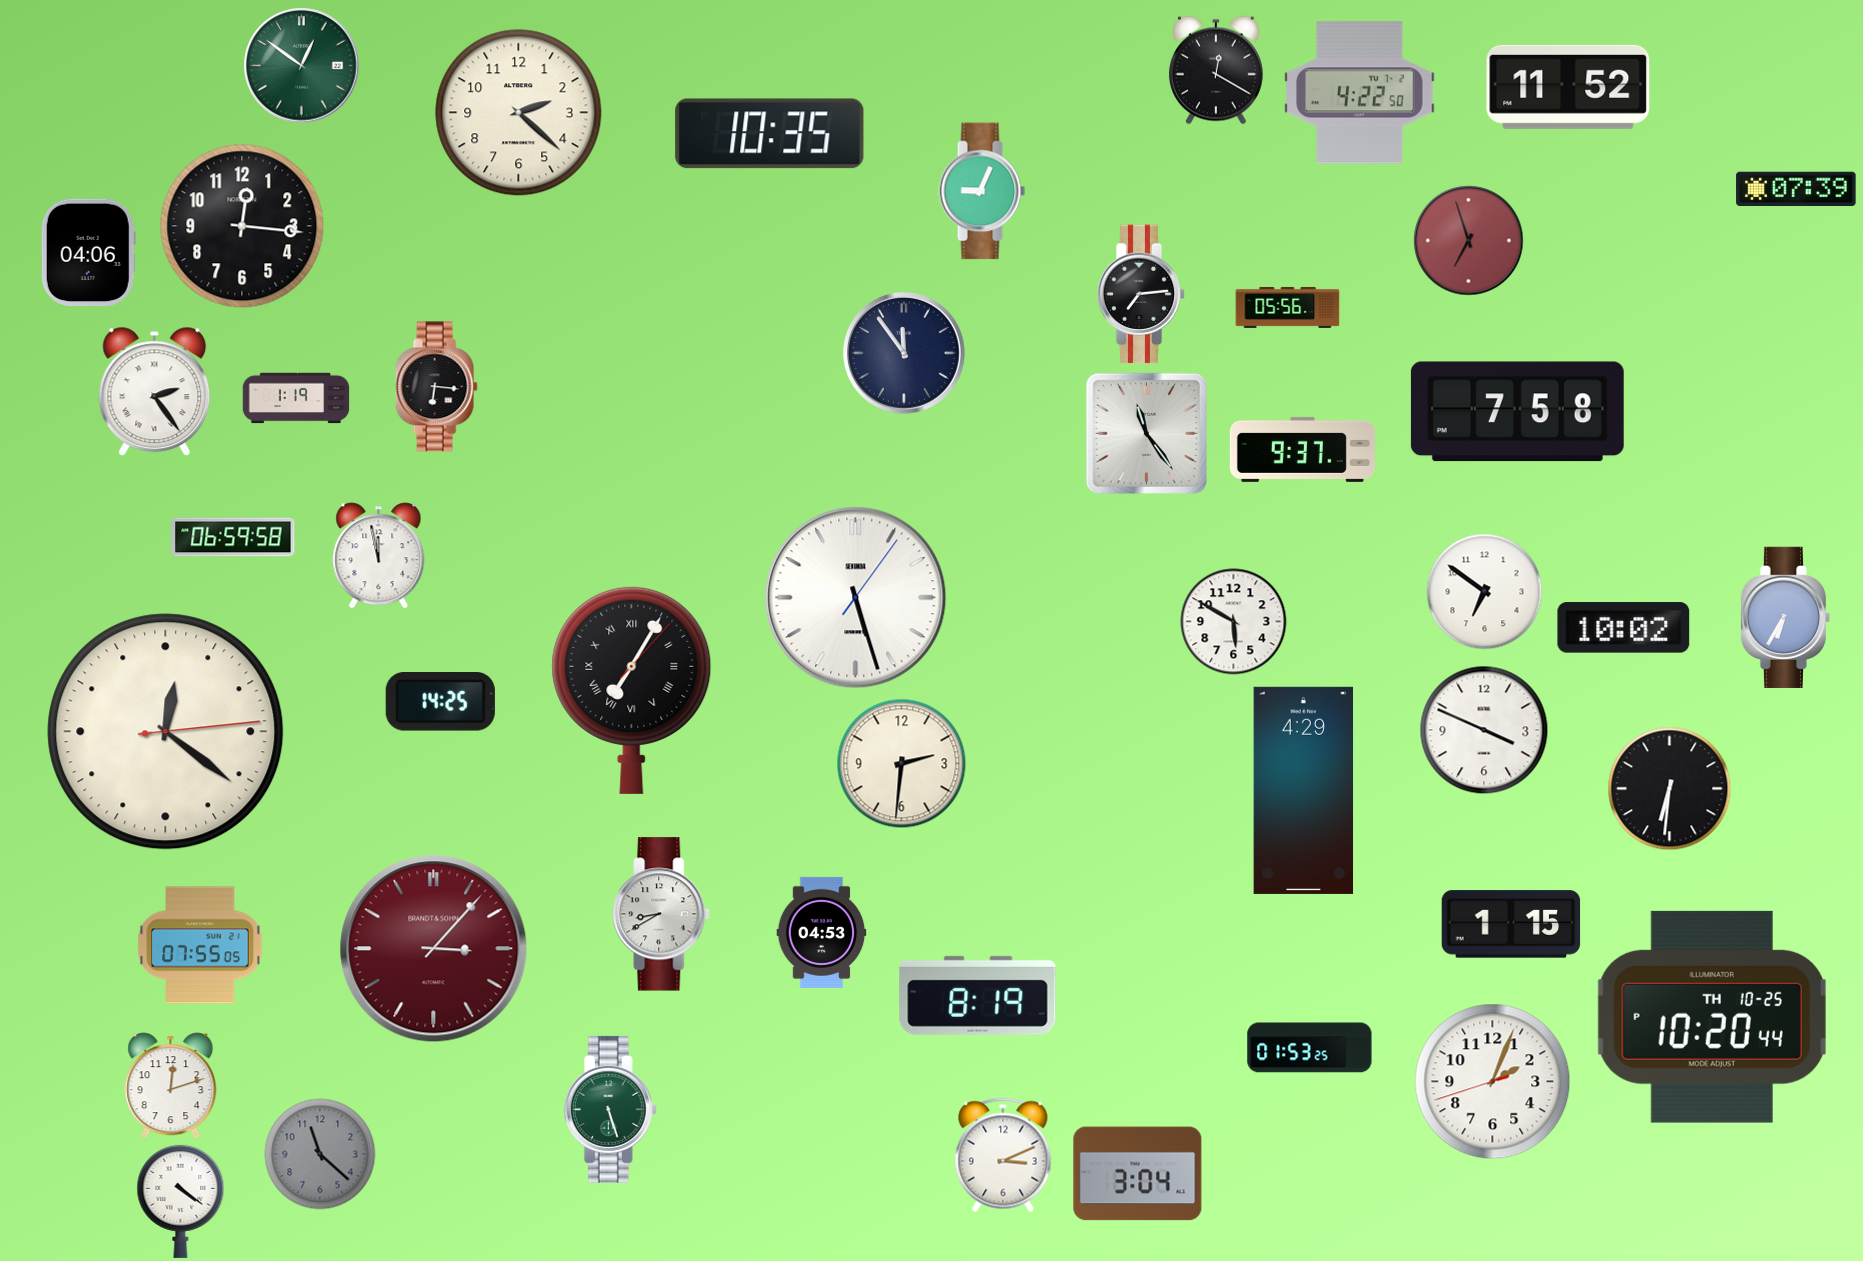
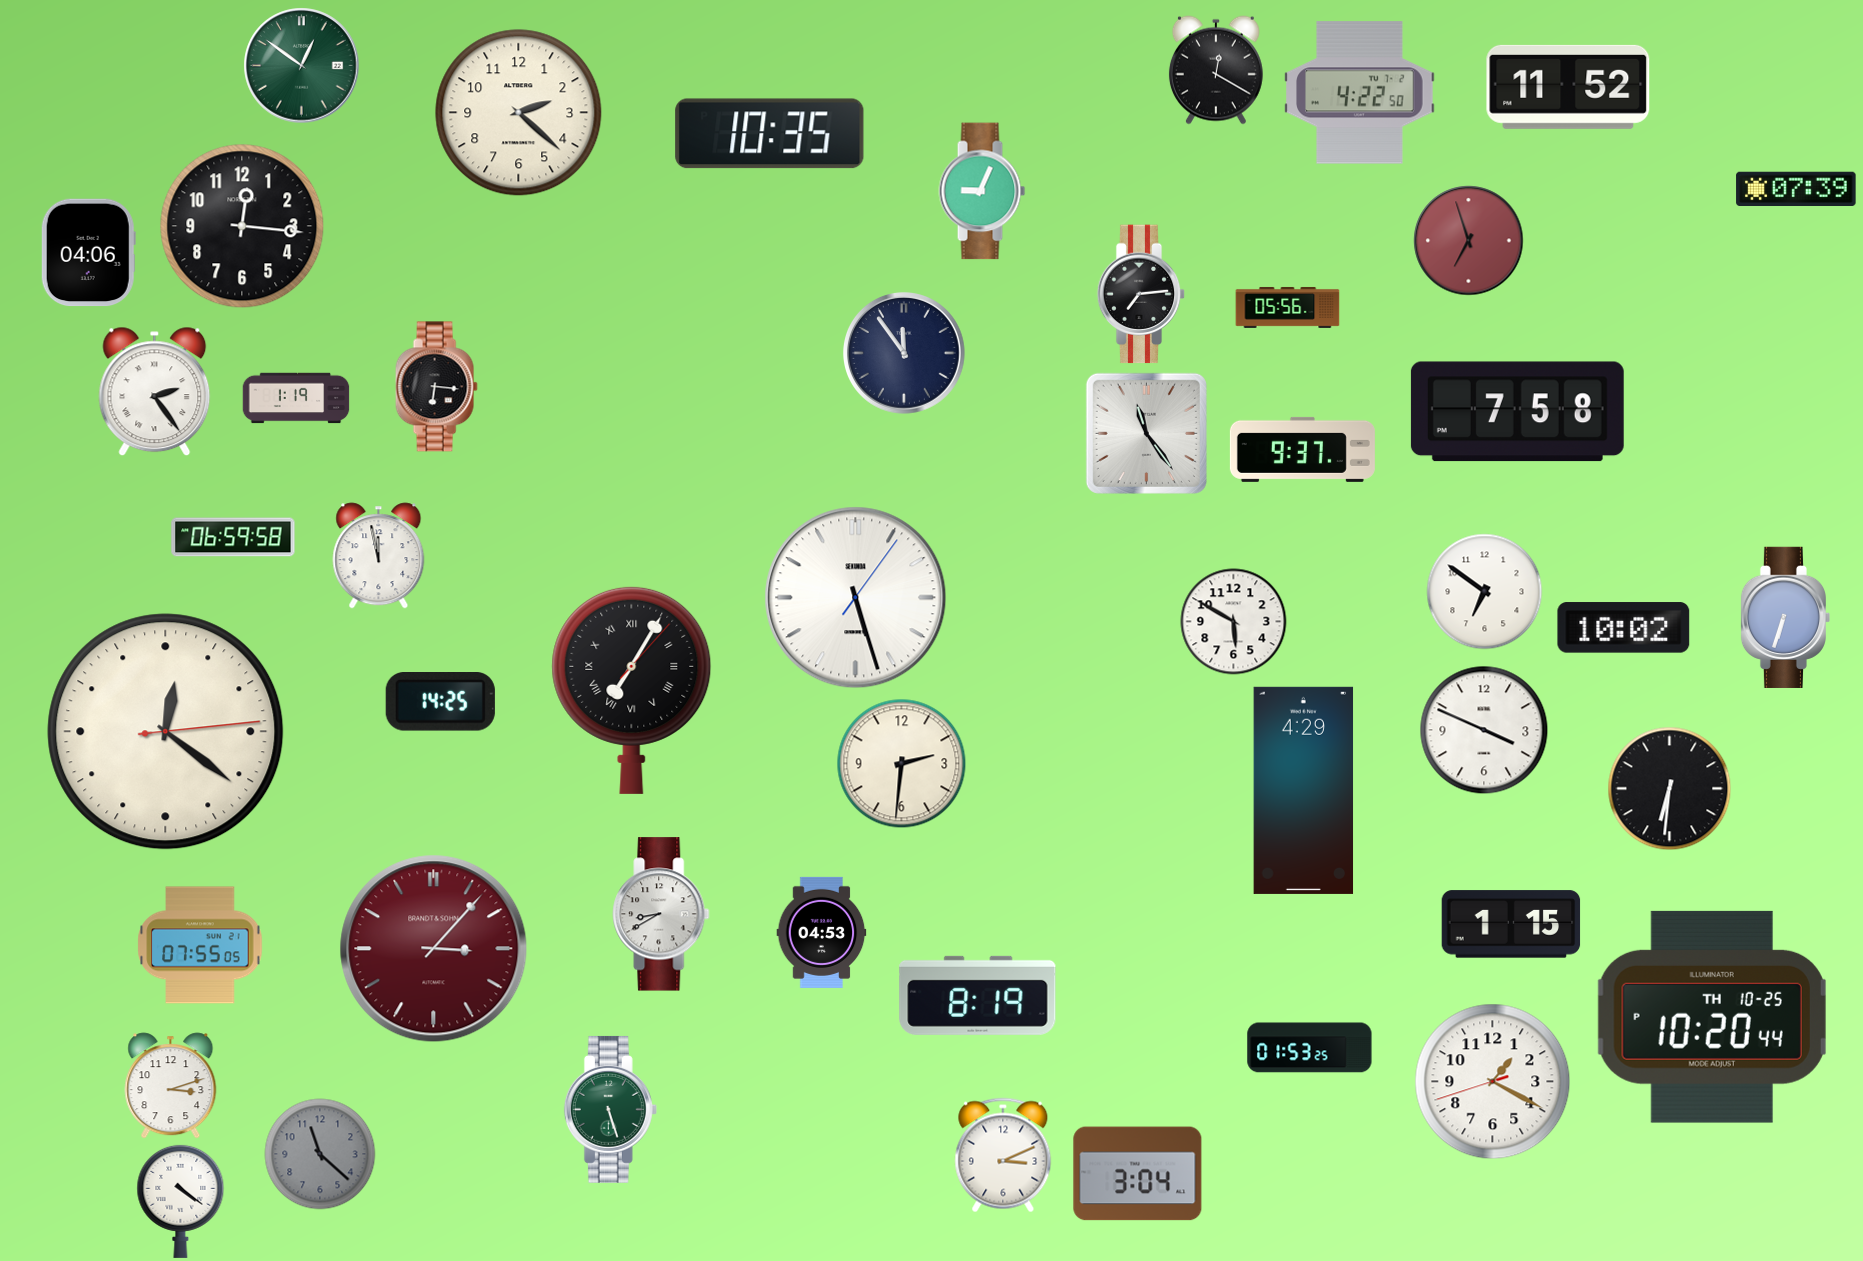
clock at (1785, 617): 6:35 -> 6:33
clock at (1493, 1082): 2:03 -> 1:19
clock at (171, 1086): 12:12 -> 3:12
